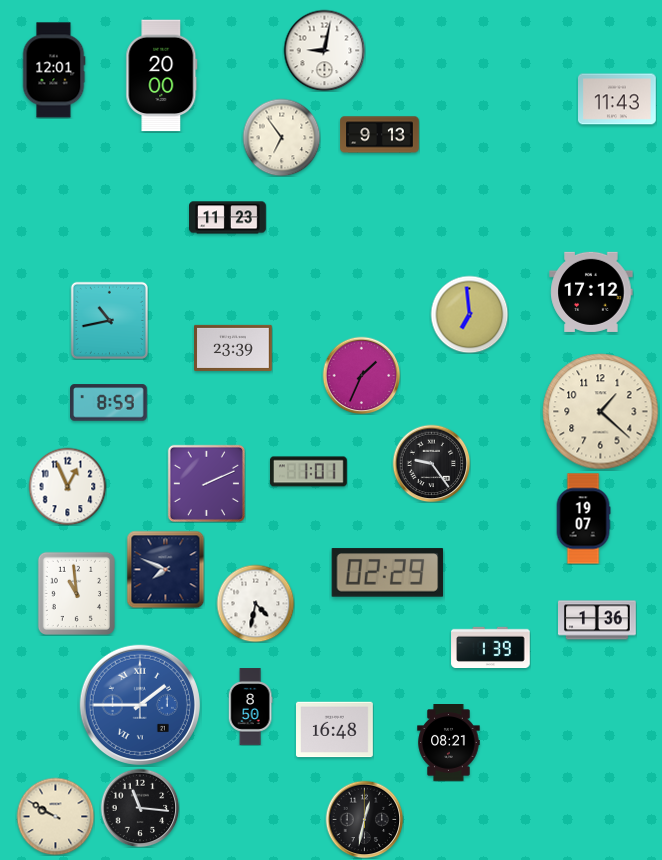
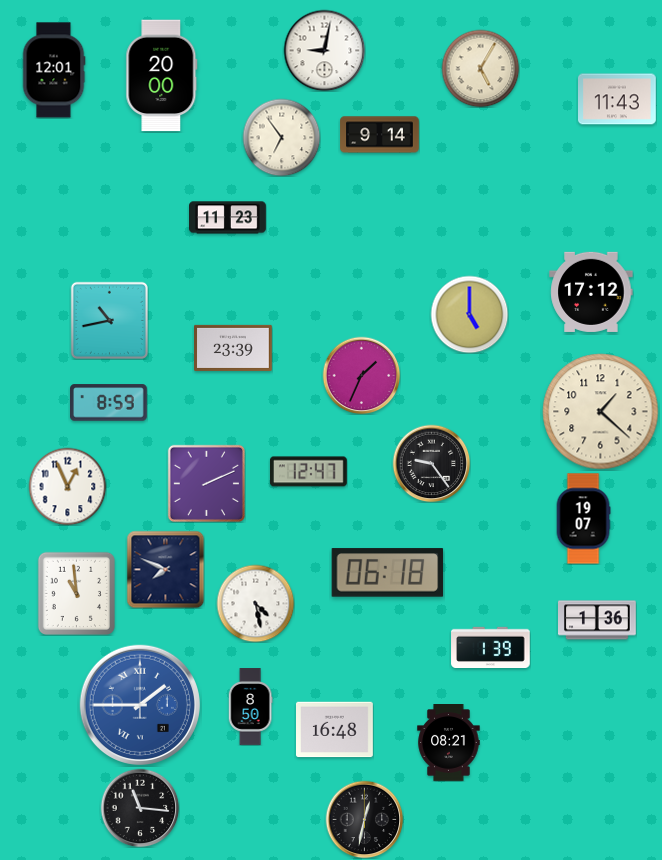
clock at (480, 68): none -> 5:05
clock at (380, 135): 9:13 -> 9:14
clock at (469, 314): 6:59 -> 5:00
clock at (308, 472): 1:01 -> 12:47
clock at (388, 573): 02:29 -> 06:18
clock at (255, 603): 4:32 -> 4:28
clock at (55, 816): 9:50 -> none
